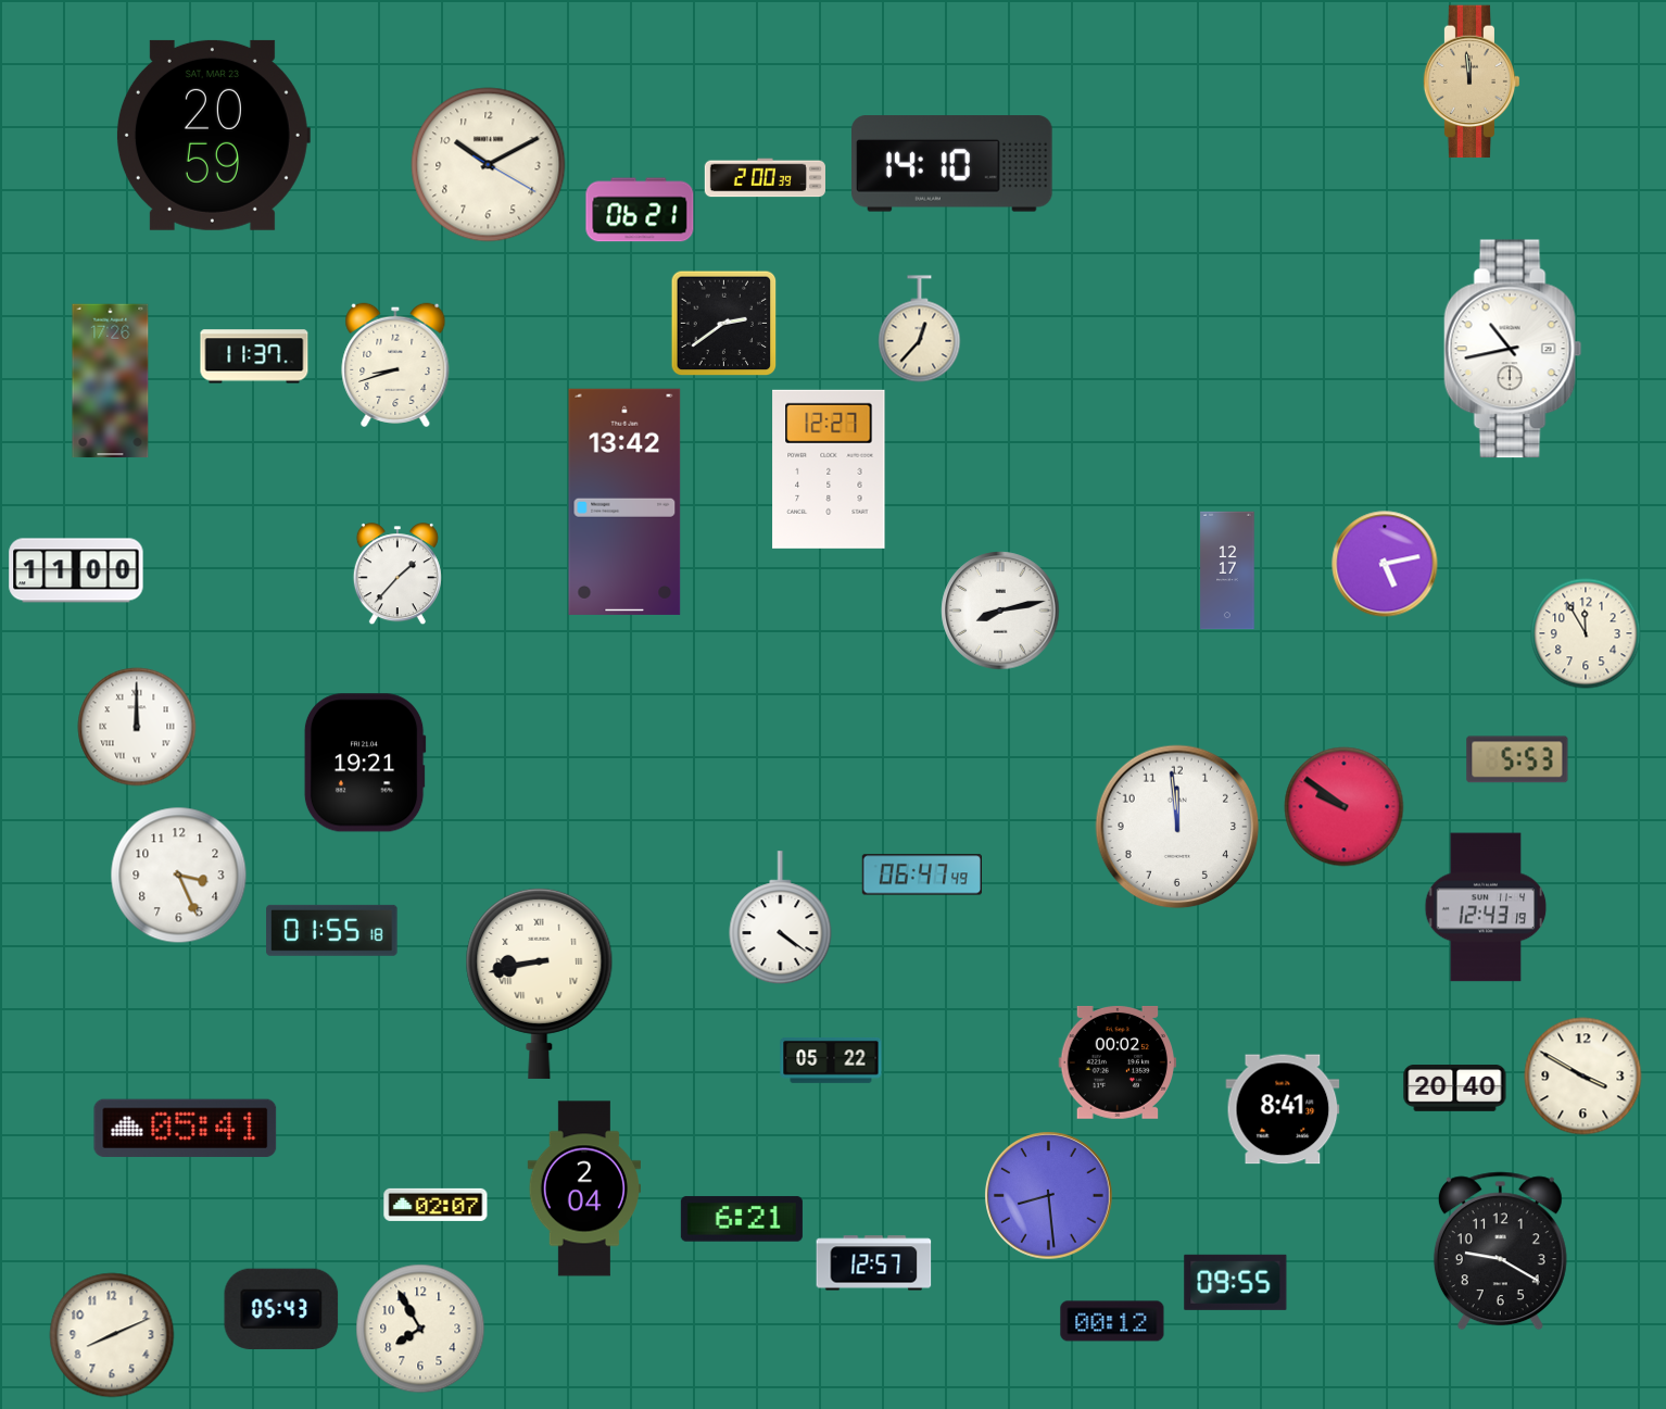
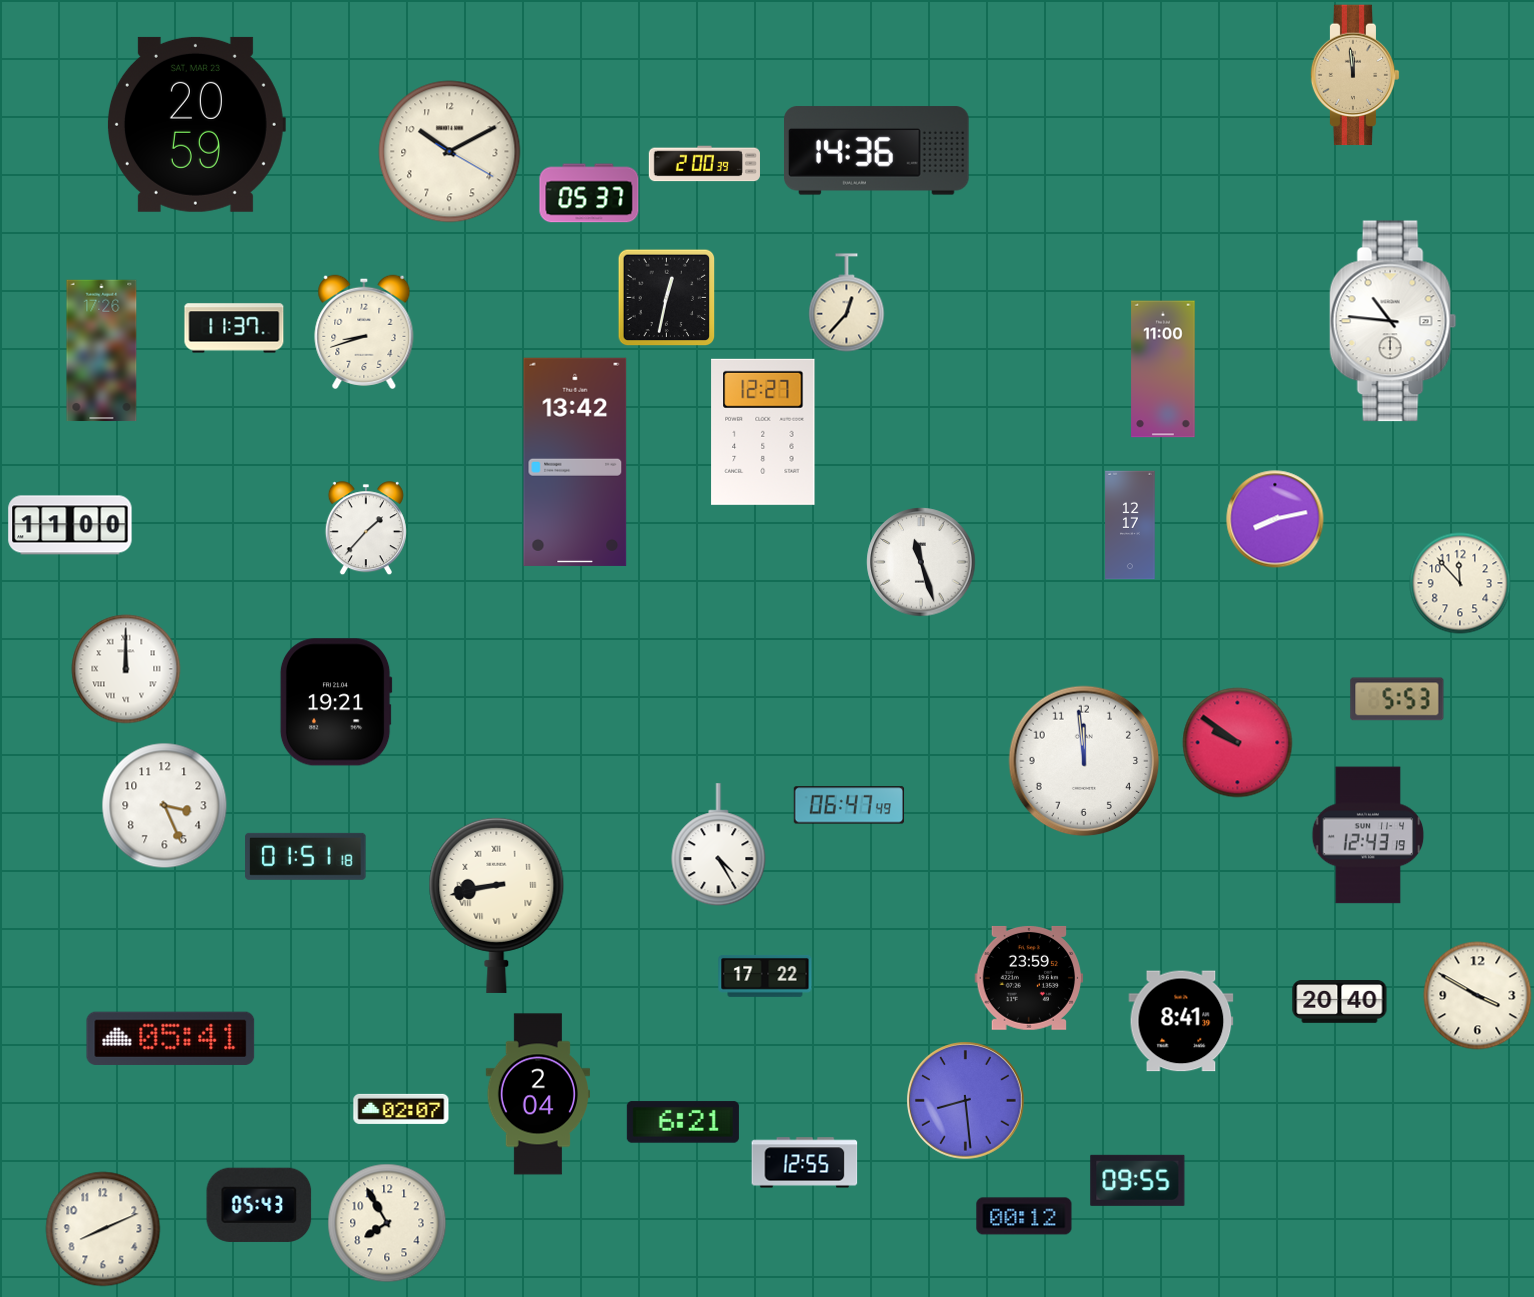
clock at (952, 164): 14:10 -> 14:36
clock at (640, 210): 06:21 -> 05:37
clock at (724, 324): 2:39 -> 12:32
clock at (1513, 349): 10:43 -> 10:46
clock at (395, 365) position: (395, 365) -> (364, 332)
clock at (1163, 369): none -> 11:00
clock at (1385, 564): 5:13 -> 8:13
clock at (1000, 611): 8:13 -> 11:27
clock at (1586, 633): 11:55 -> 11:53
clock at (781, 918): 4:21 -> 4:25
clock at (332, 930): 01:55 -> 01:51
clock at (831, 1061): 05:22 -> 17:22
clock at (1118, 1062): 00:02 -> 23:59
clock at (1583, 1077) position: (1583, 1077) -> (1478, 996)
clock at (1500, 1251): 9:20 -> none
clock at (874, 1263): 12:57 -> 12:55
